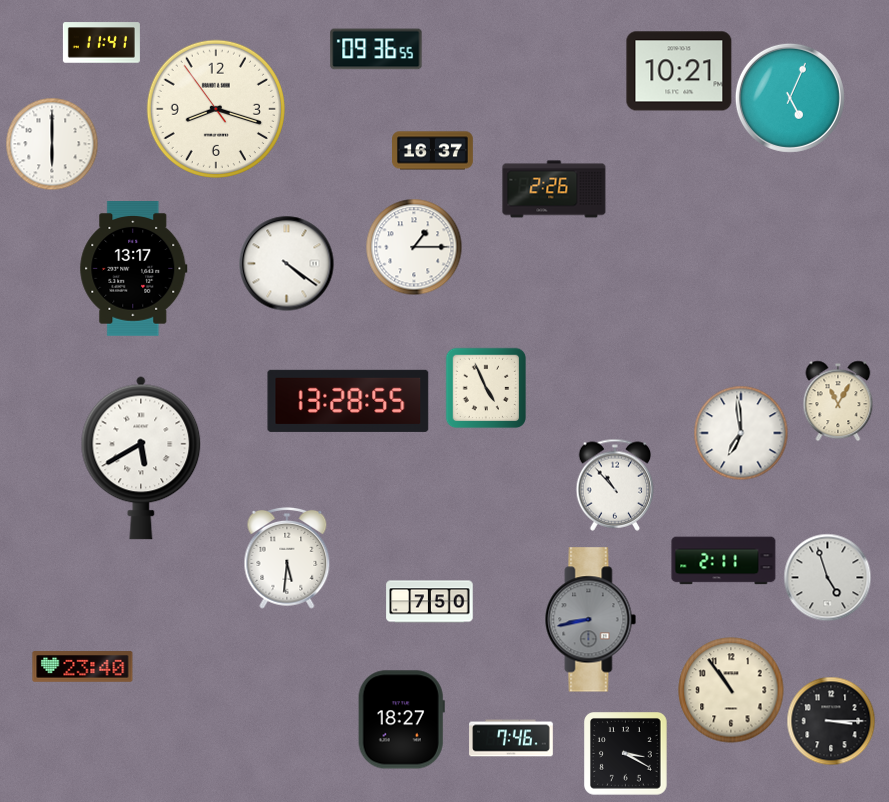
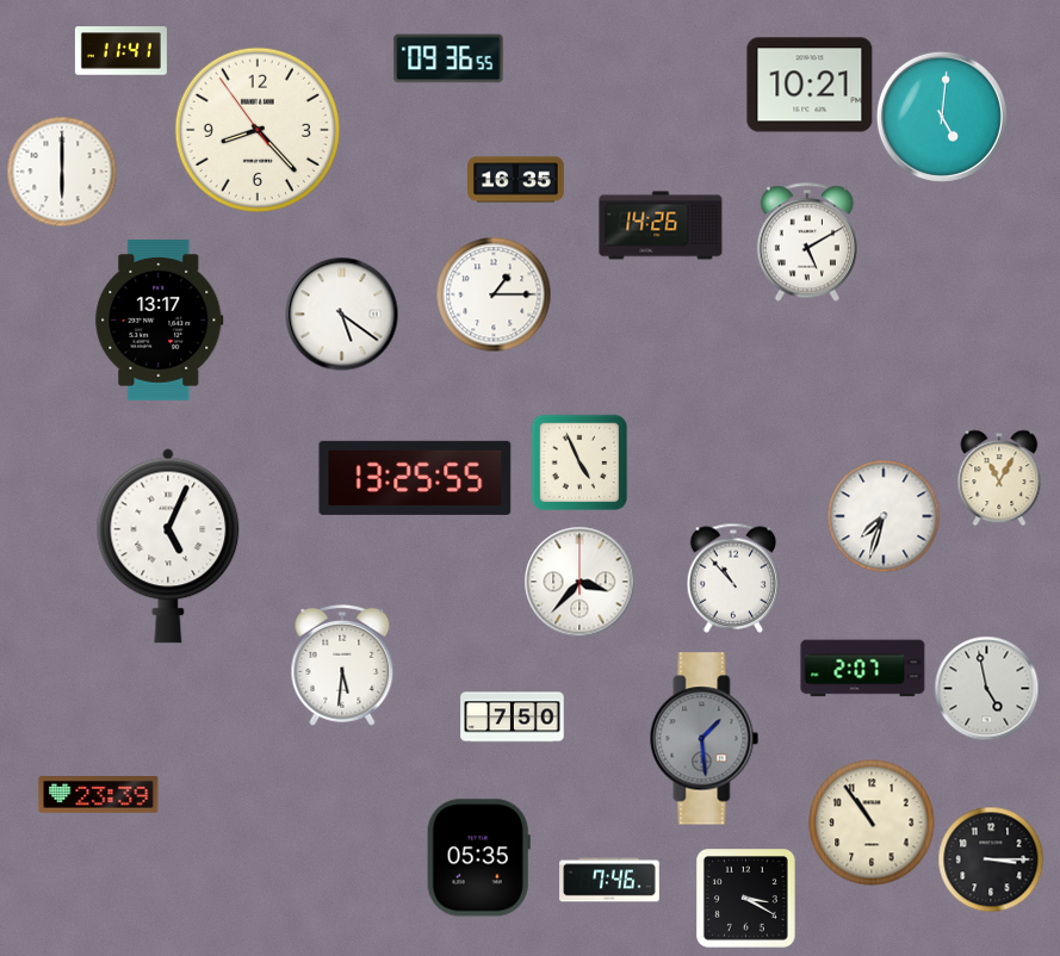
clock at (790, 98): 5:04 -> 5:01
clock at (216, 109): 8:17 -> 8:22
clock at (433, 151): 16:37 -> 16:35
clock at (554, 189): 2:26 -> 14:26
clock at (807, 242): none -> 5:10
clock at (286, 263): 4:21 -> 5:21
clock at (348, 401): 13:28 -> 13:25
clock at (741, 433): 6:59 -> 7:33
clock at (141, 458): 5:40 -> 5:04
clock at (579, 582): none -> 3:37
clock at (724, 561): 2:11 -> 2:07
clock at (827, 577): 4:57 -> 4:58
clock at (591, 620): 8:43 -> 1:29
clock at (83, 667): 23:40 -> 23:39
clock at (401, 720): 18:27 -> 05:35
